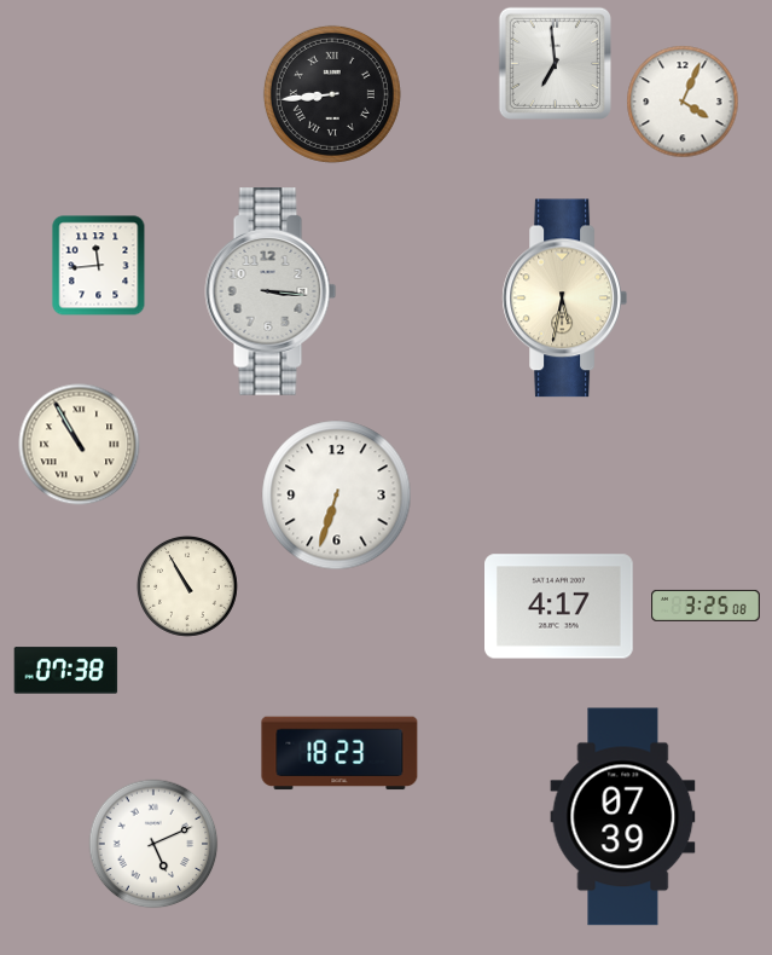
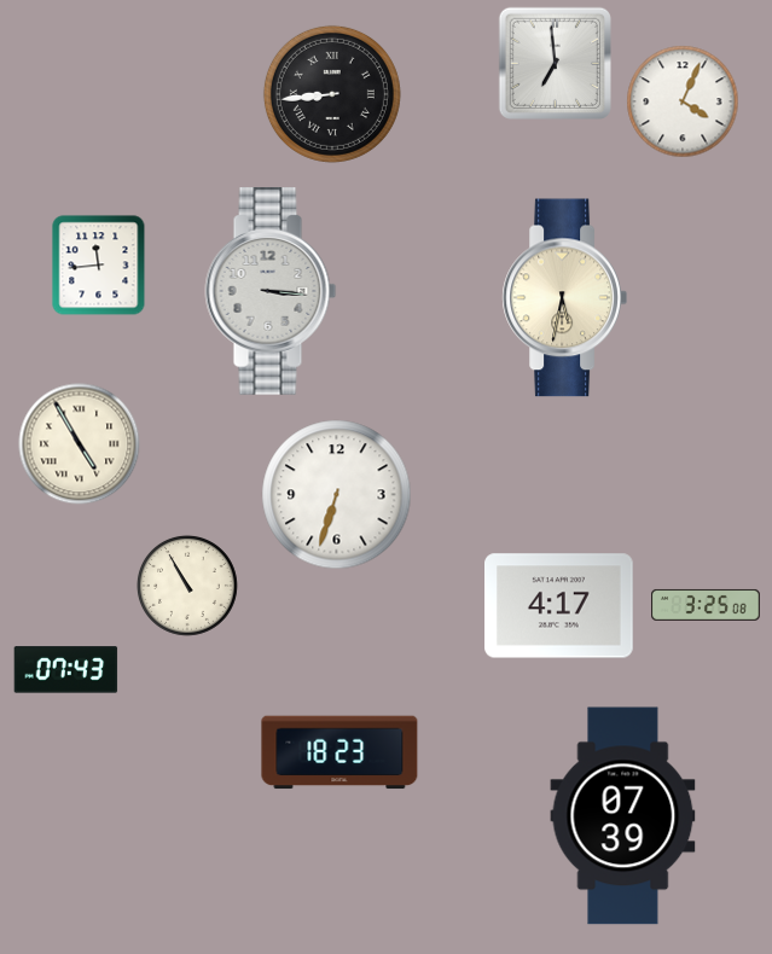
clock at (80, 445): 10:55 -> 4:55
clock at (66, 671): 07:38 -> 07:43
clock at (153, 844): 5:11 -> none
